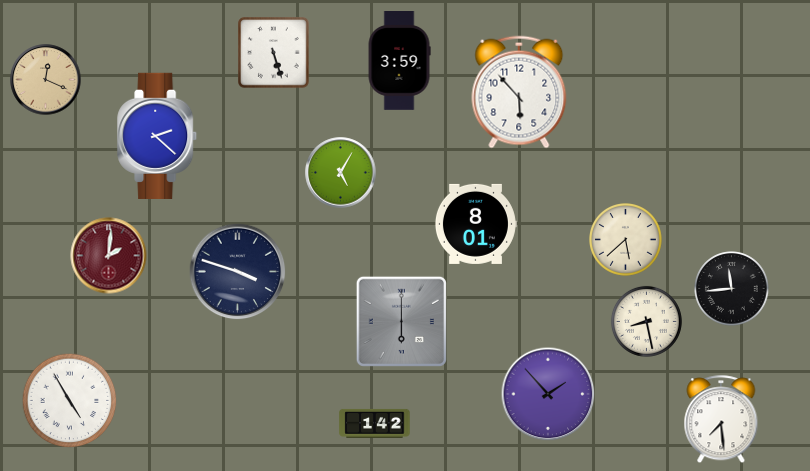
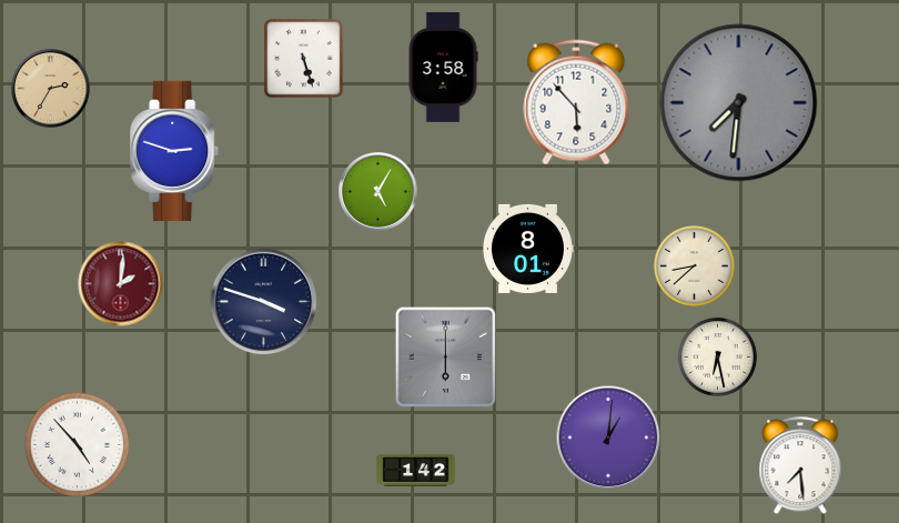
clock at (399, 61): 3:59 -> 3:58
clock at (46, 80): 12:19 -> 2:35
clock at (739, 103): none -> 7:31
clock at (158, 136): 2:22 -> 2:48
clock at (626, 240): 5:38 -> 8:38
clock at (732, 289): 11:44 -> none
clock at (646, 321): 8:28 -> 6:28
clock at (548, 394): 1:53 -> 1:01
clock at (70, 401): 4:55 -> 4:53
